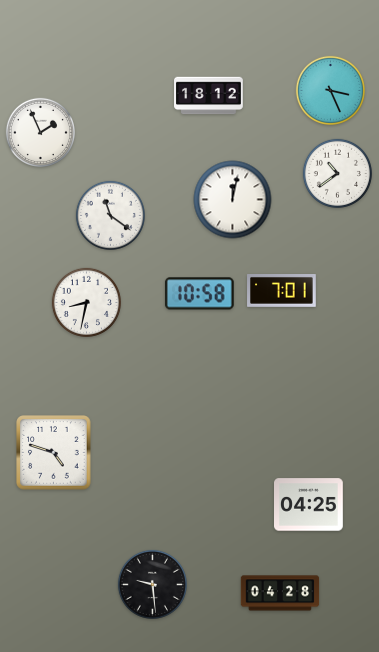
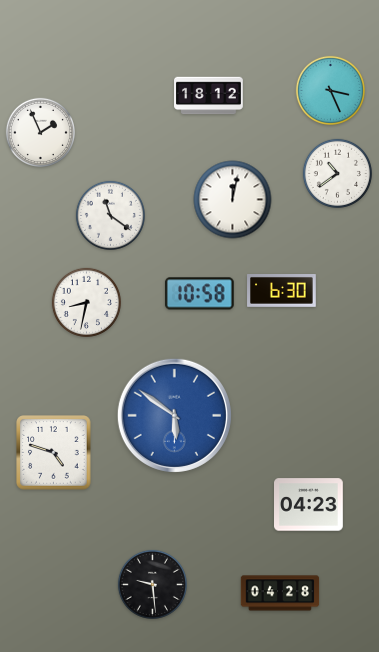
clock at (282, 291): 7:01 -> 6:30
clock at (174, 415): none -> 5:51
clock at (309, 505): 04:25 -> 04:23
